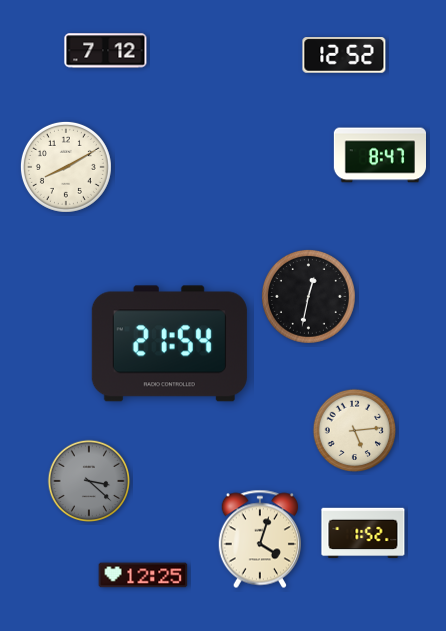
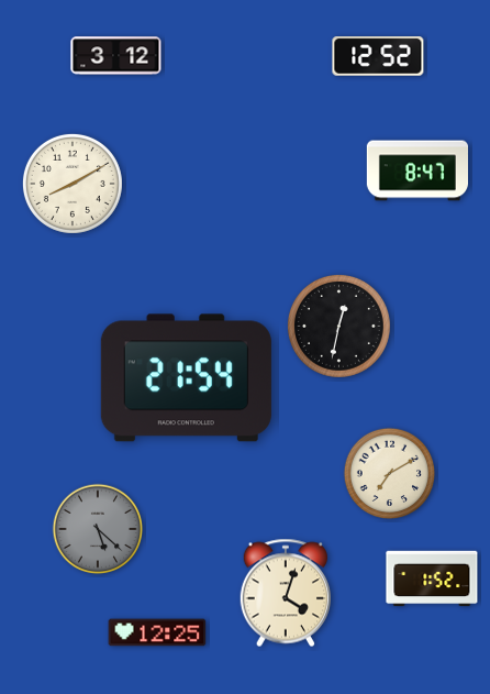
clock at (106, 51): 7:12 -> 3:12
clock at (344, 55) position: (344, 55) -> (378, 56)
clock at (355, 431): 5:14 -> 7:10
clock at (89, 481): 3:22 -> 5:22
clock at (363, 533) position: (363, 533) -> (432, 579)
